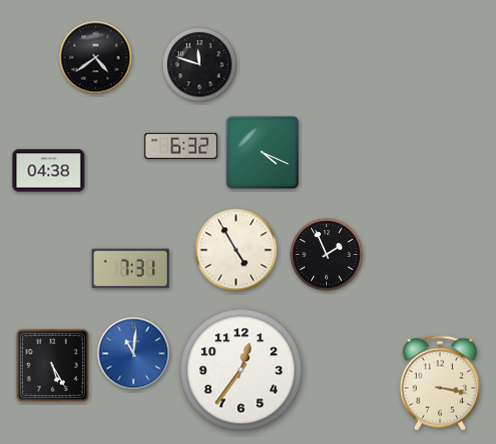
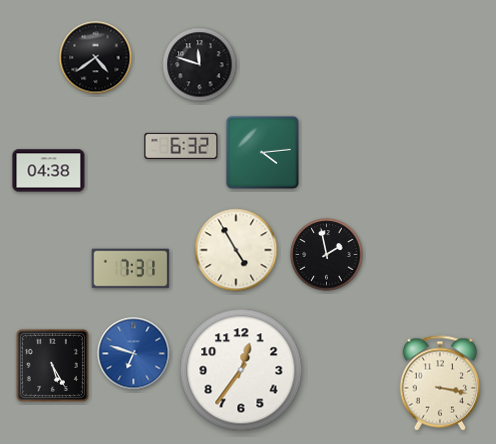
clock at (262, 152): 4:19 -> 4:14
clock at (327, 255): 1:56 -> 1:58
clock at (134, 354): 11:01 -> 6:48
